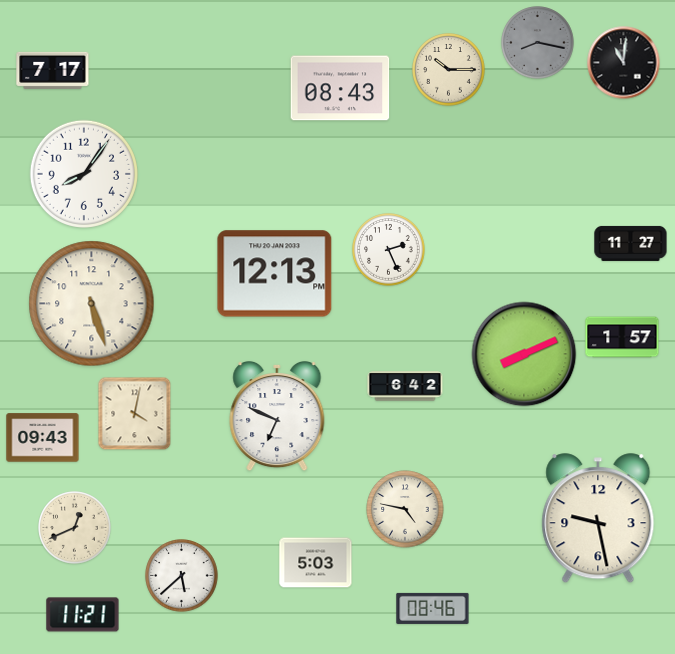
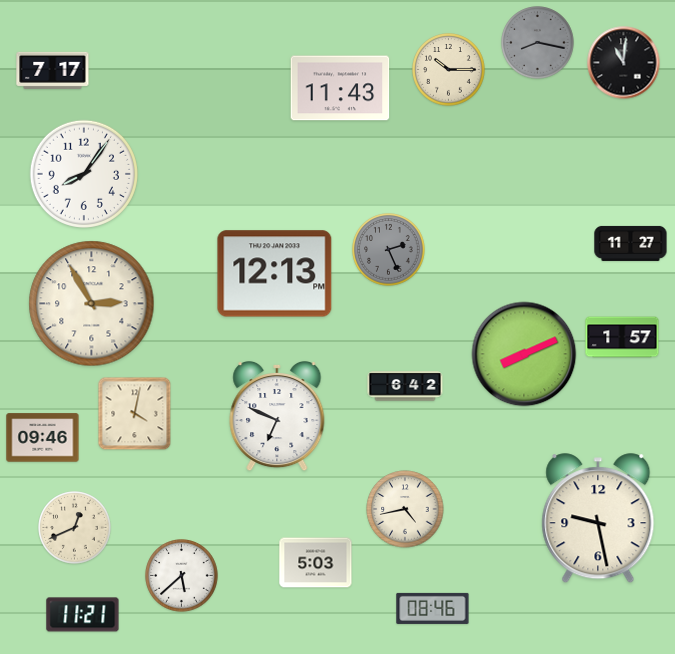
clock at (340, 88): 08:43 -> 11:43
clock at (389, 250) dial: white -> grey
clock at (92, 304): 5:27 -> 2:55
clock at (43, 438): 09:43 -> 09:46
clock at (405, 509): 4:47 -> 4:43
